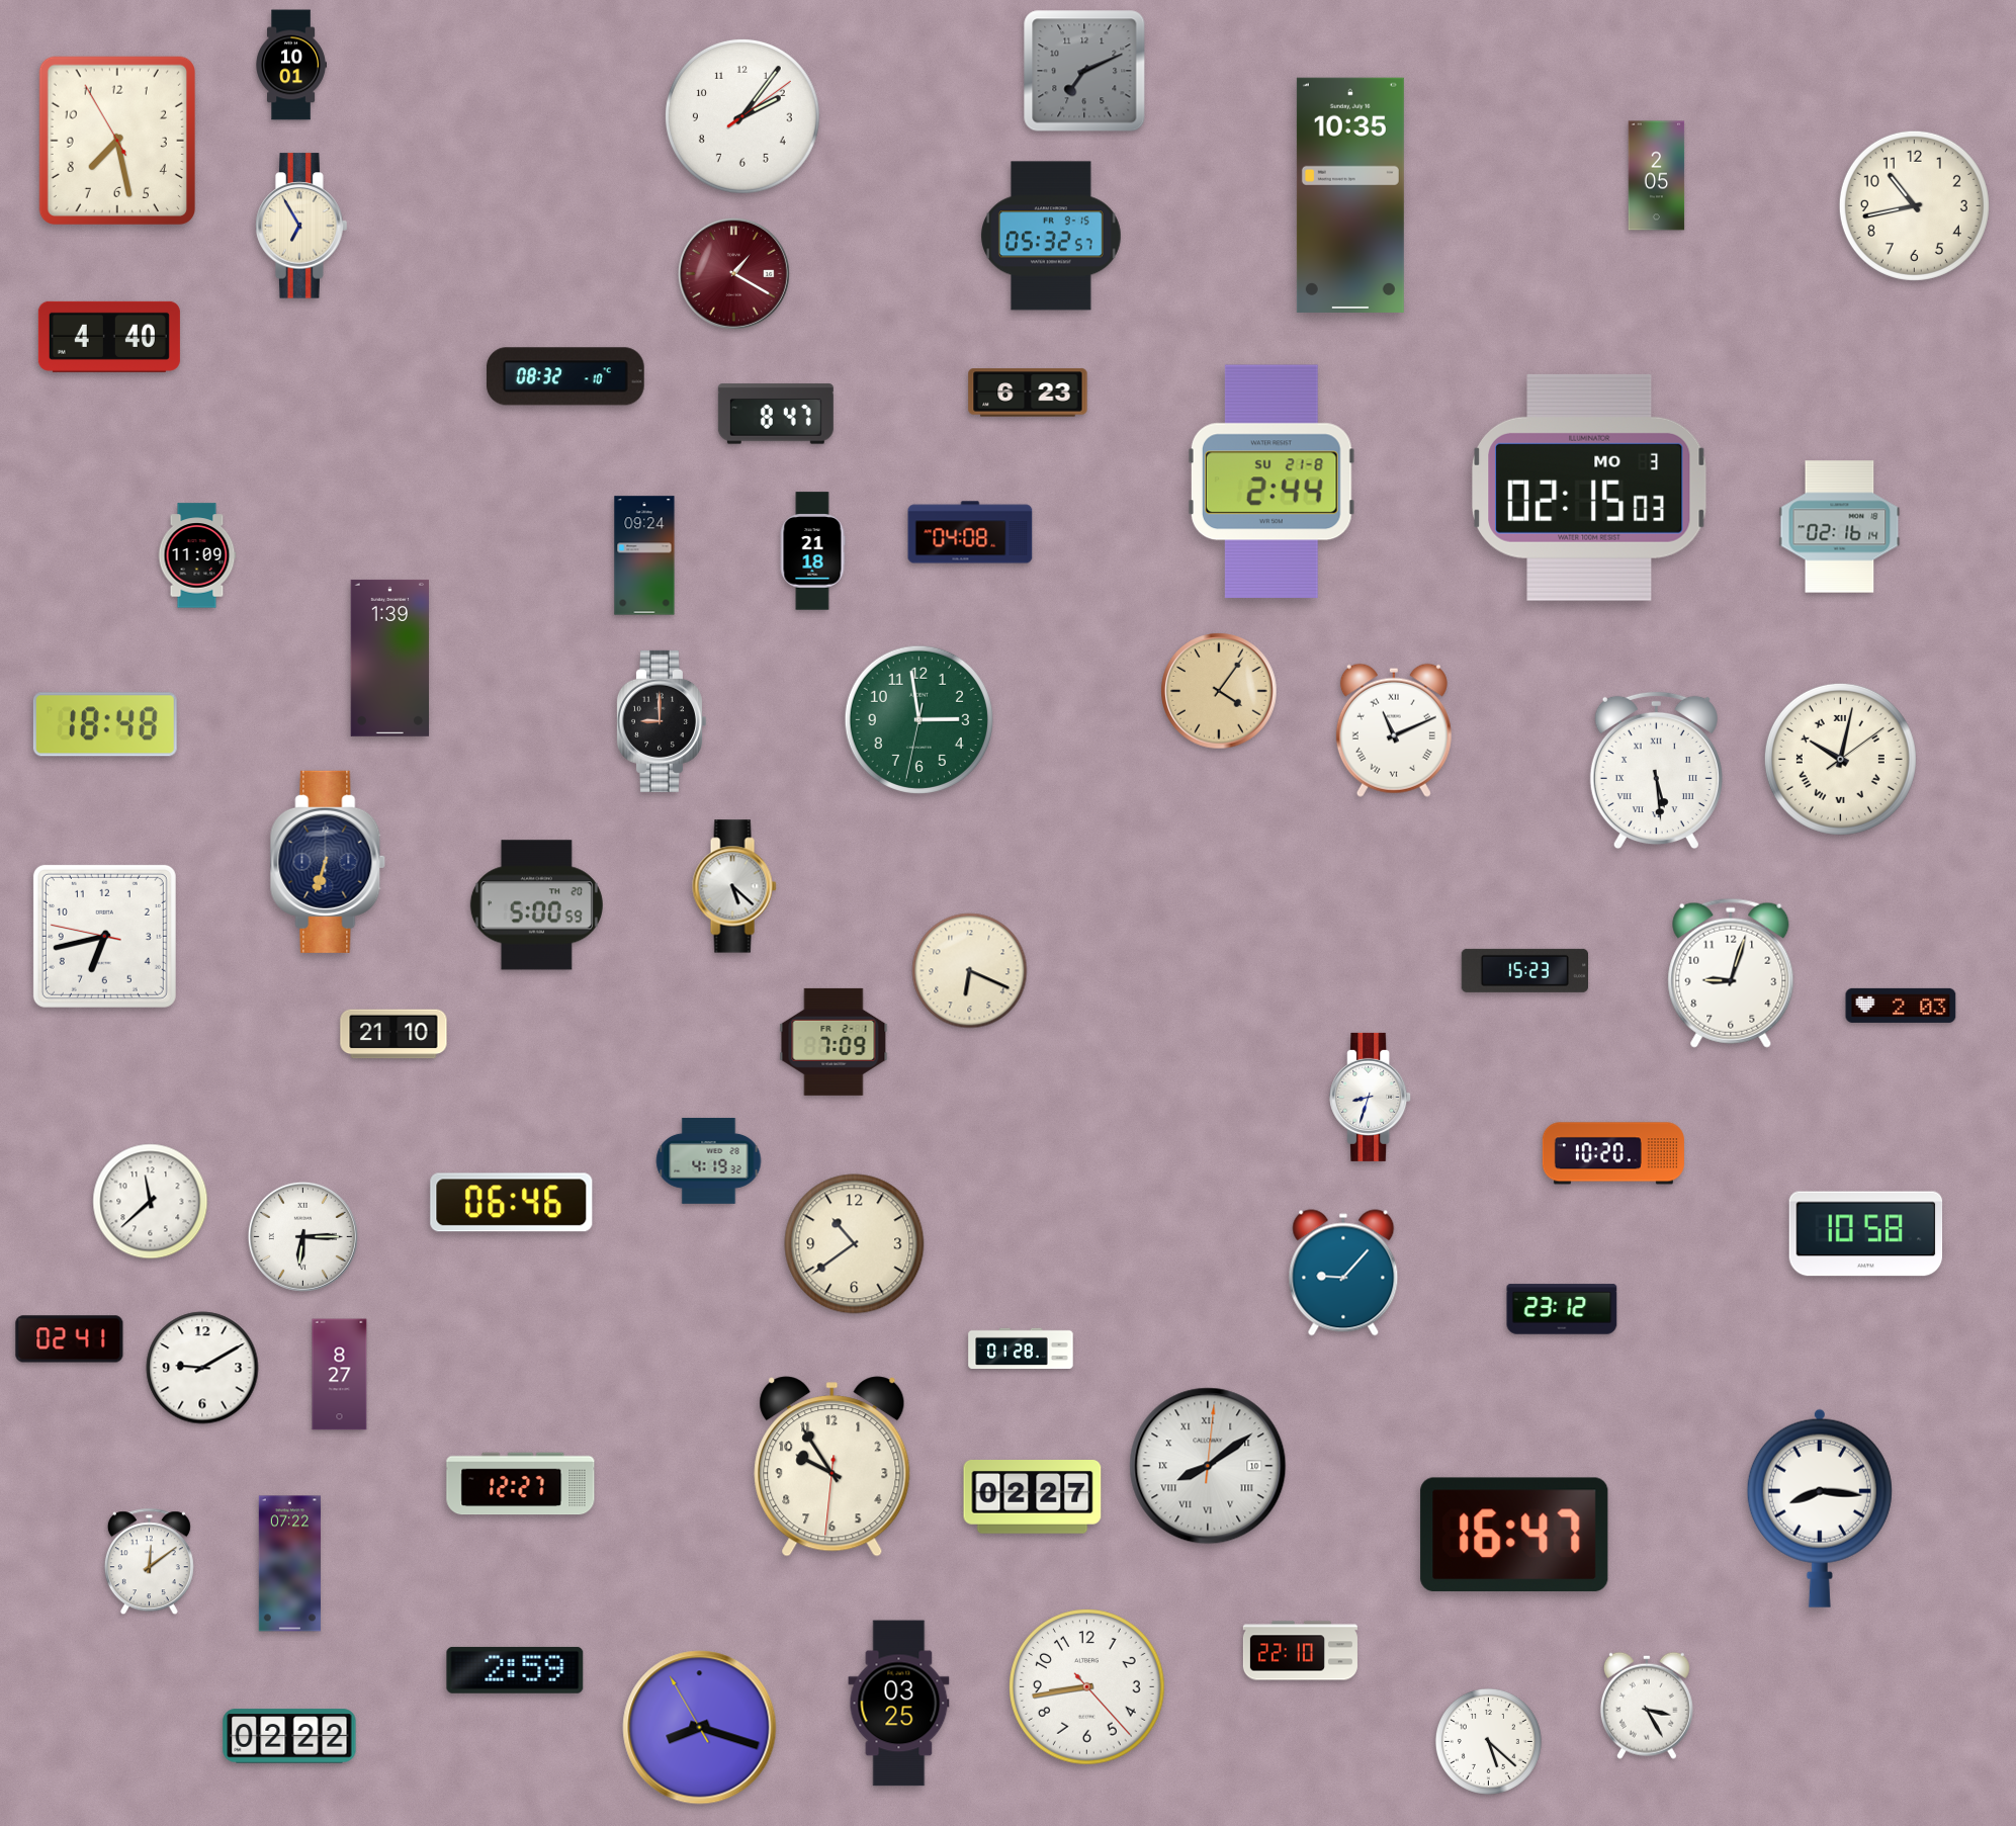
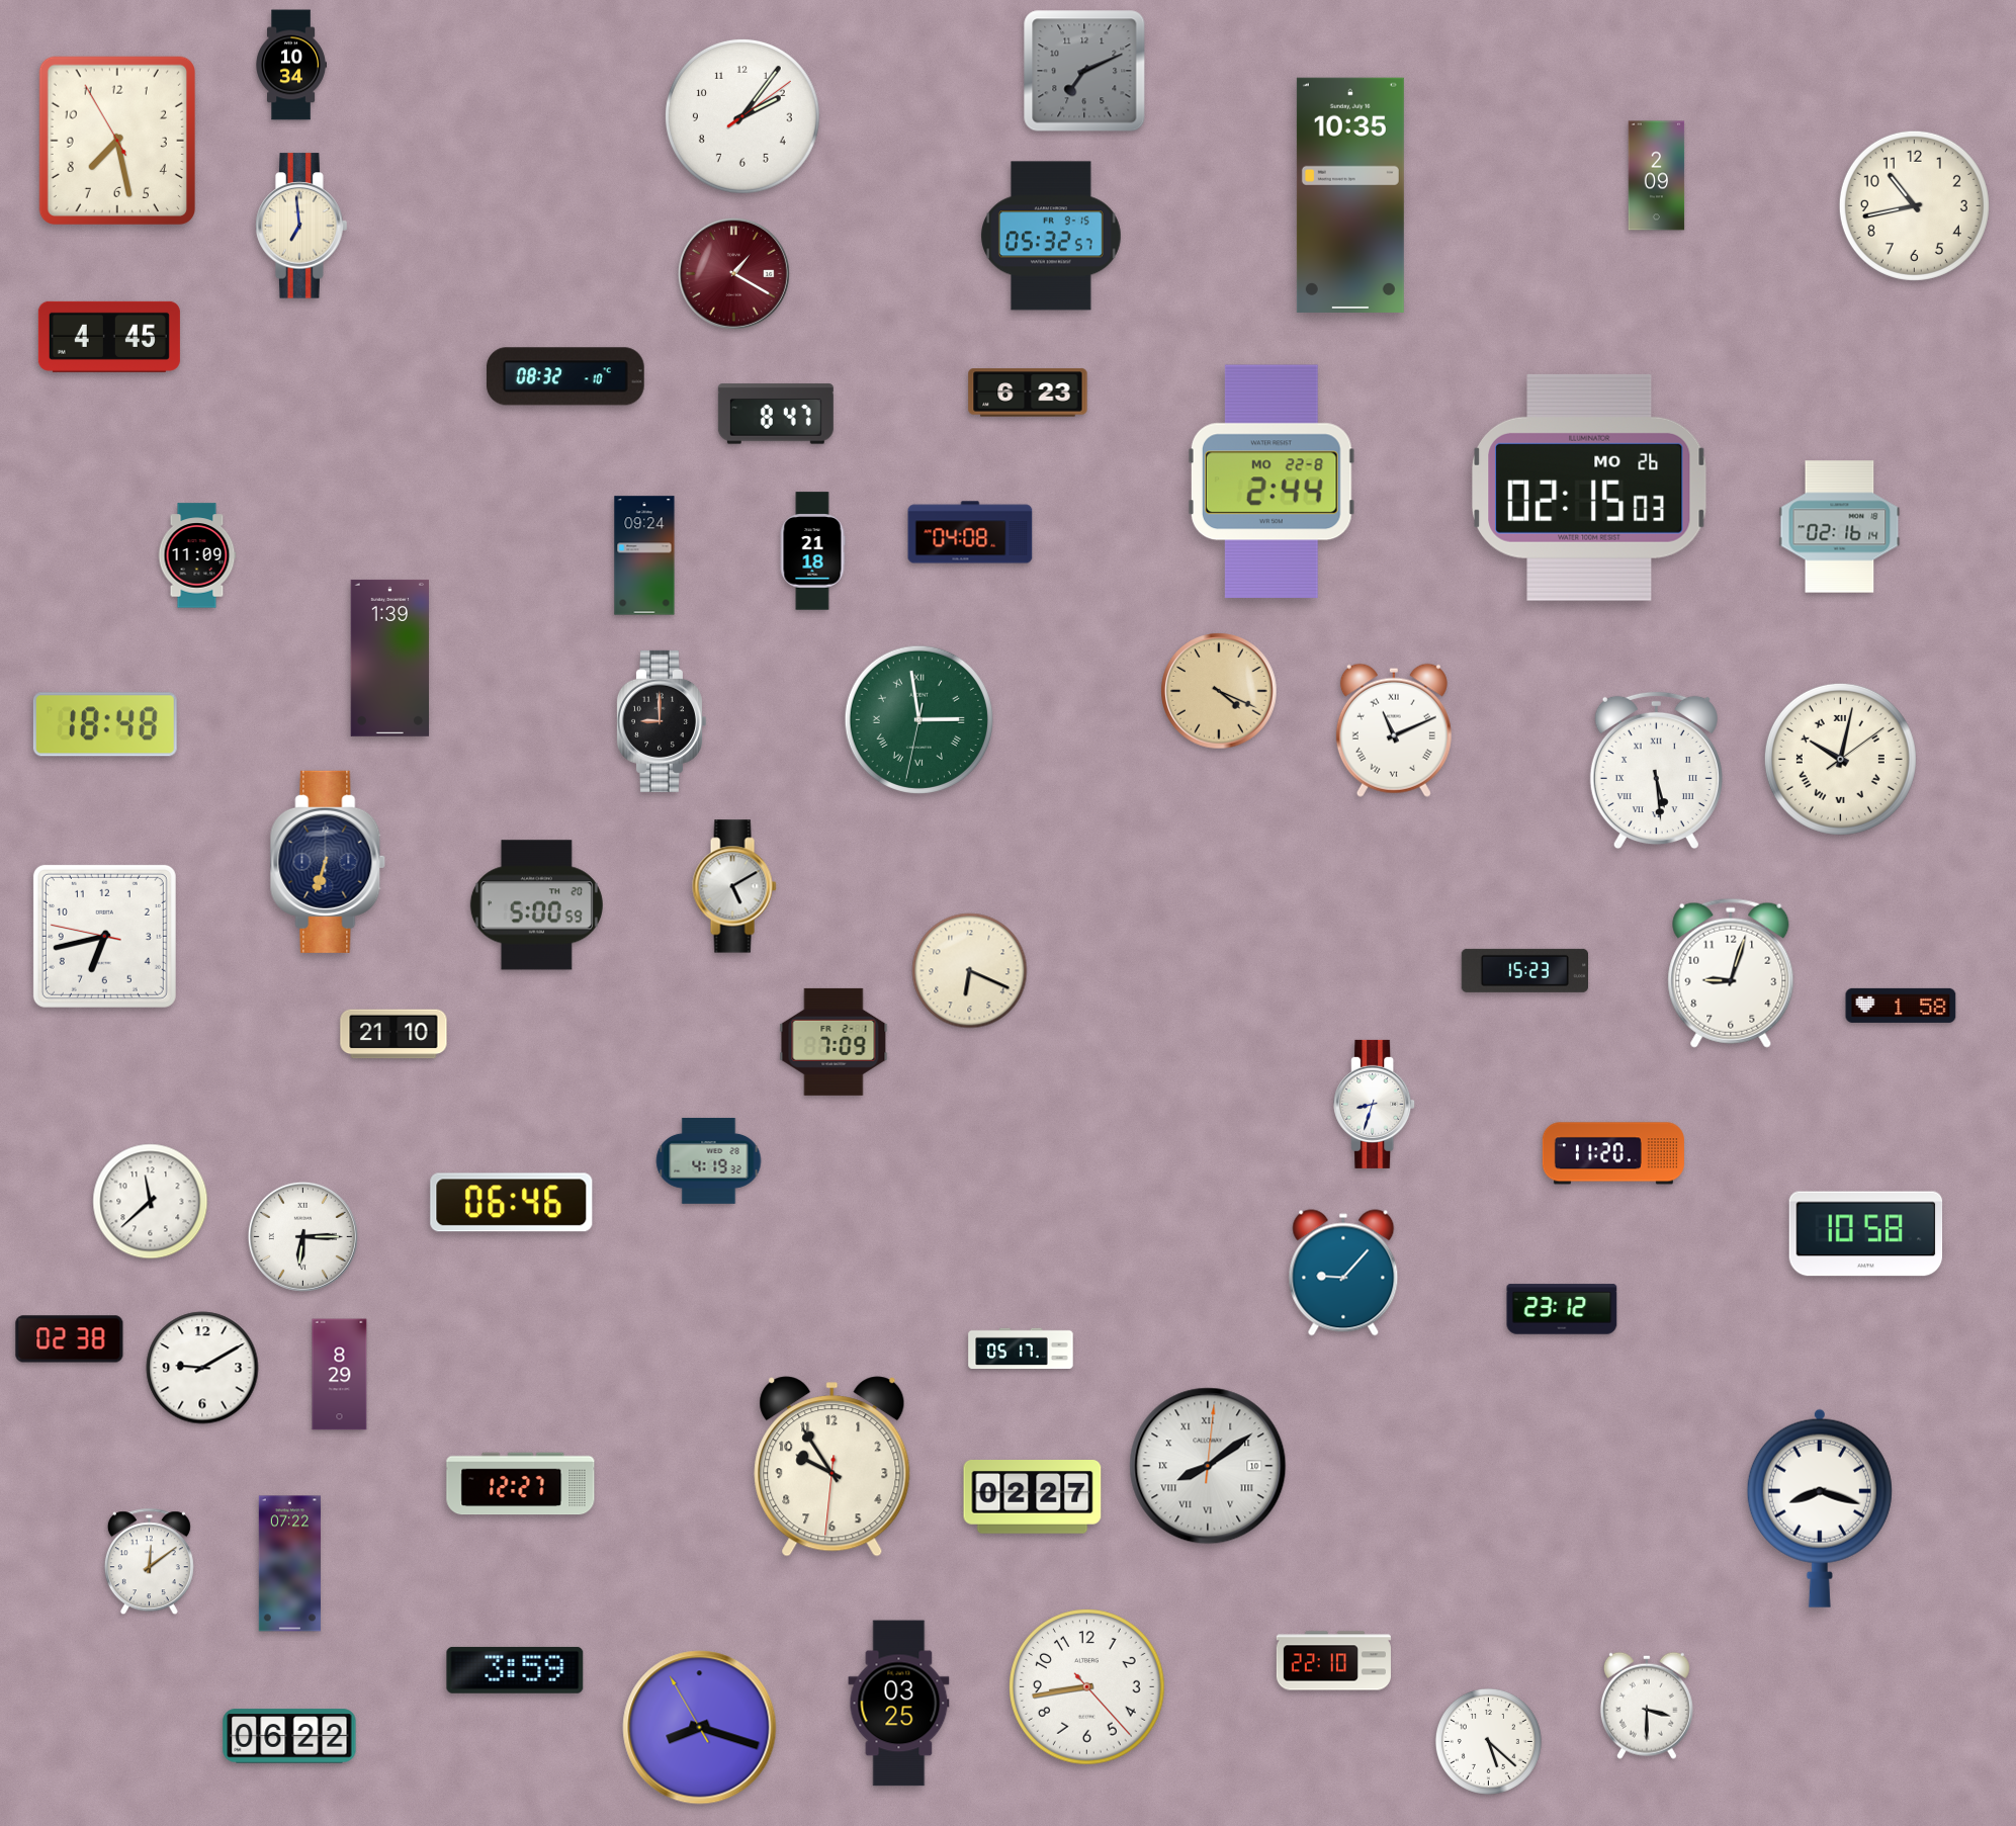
clock at (290, 65): 10:01 -> 10:34
clock at (1657, 176): 2:05 -> 2:09
clock at (301, 226): 6:55 -> 6:59
clock at (109, 337): 4:40 -> 4:45
clock at (1272, 482) date: SU 21-8 -> MO 22-8
clock at (1589, 488) date: MO 3 -> MO 26
clock at (1219, 691): 4:06 -> 4:19
clock at (918, 719) numerals: Arabic -> Roman
clock at (734, 886): 5:22 -> 5:10
clock at (1901, 1006): 2:03 -> 1:58
clock at (1371, 1097) position: (1371, 1097) -> (1375, 1104)
clock at (1613, 1153): 10:20 -> 11:20
clock at (855, 1244): 10:39 -> none
clock at (70, 1339): 02:41 -> 02:38
clock at (1021, 1349): 01:28 -> 05:17
clock at (340, 1375): 8:27 -> 8:29
clock at (1820, 1508): 8:16 -> 8:18
clock at (1514, 1535): 16:47 -> none
clock at (1300, 1651) position: (1300, 1651) -> (1333, 1661)
clock at (515, 1670): 2:59 -> 3:59
clock at (1647, 1706): 3:25 -> 3:30
clock at (289, 1736): 02:22 -> 06:22
